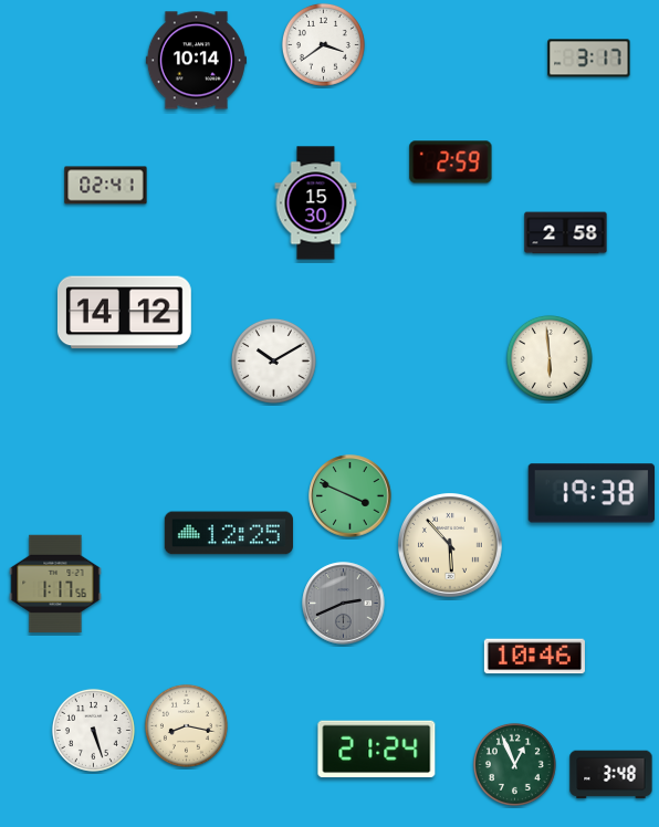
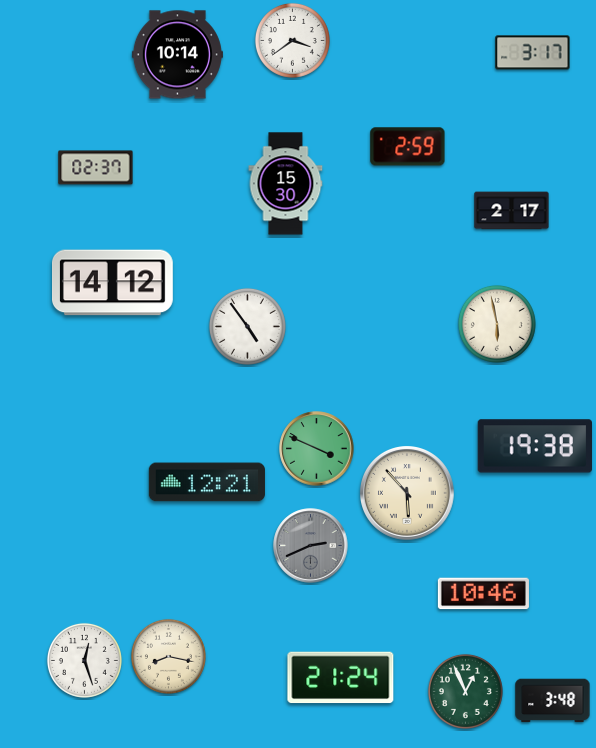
clock at (106, 186): 02:41 -> 02:37
clock at (566, 233): 2:58 -> 2:17
clock at (550, 358): 5:59 -> 5:58
clock at (273, 360): 10:10 -> 4:54
clock at (229, 533): 12:25 -> 12:21
clock at (55, 584): 1:17 -> none
clock at (93, 730): 5:27 -> 12:27
